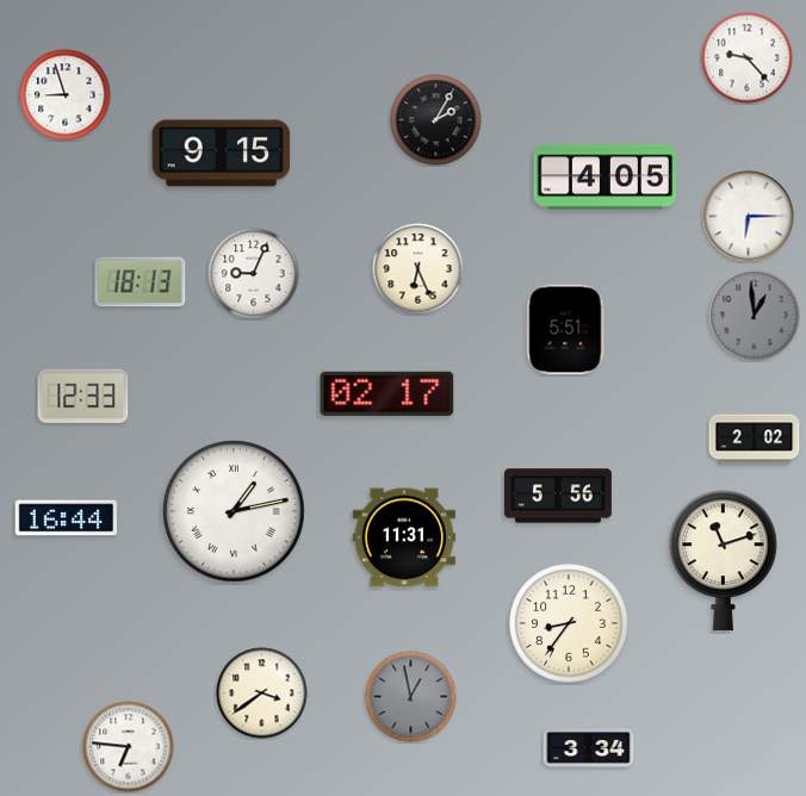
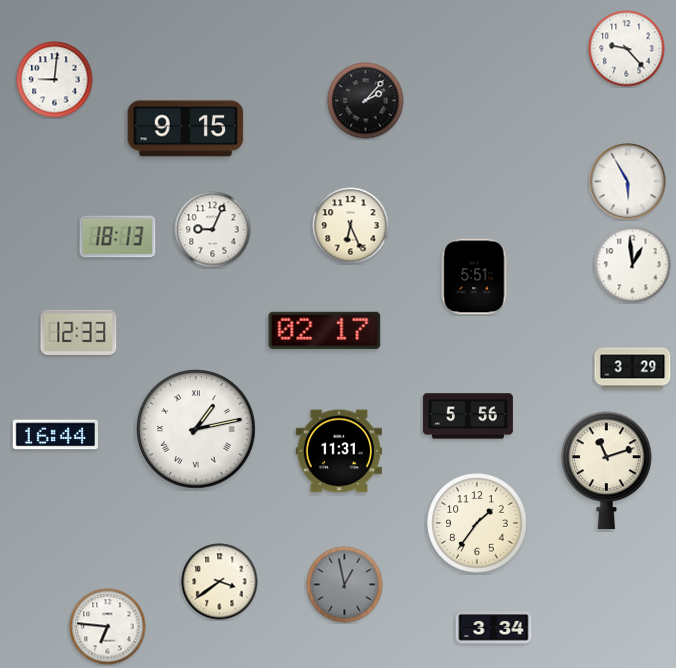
clock at (66, 95): 8:57 -> 9:01
clock at (436, 120): 2:05 -> 2:07
clock at (606, 178): 4:05 -> none
clock at (749, 217): 6:15 -> 5:55
clock at (755, 316) dial: grey -> white
clock at (83, 396) position: (83, 396) -> (79, 332)
clock at (755, 440): 2:02 -> 3:29
clock at (569, 623): 8:36 -> 1:36
